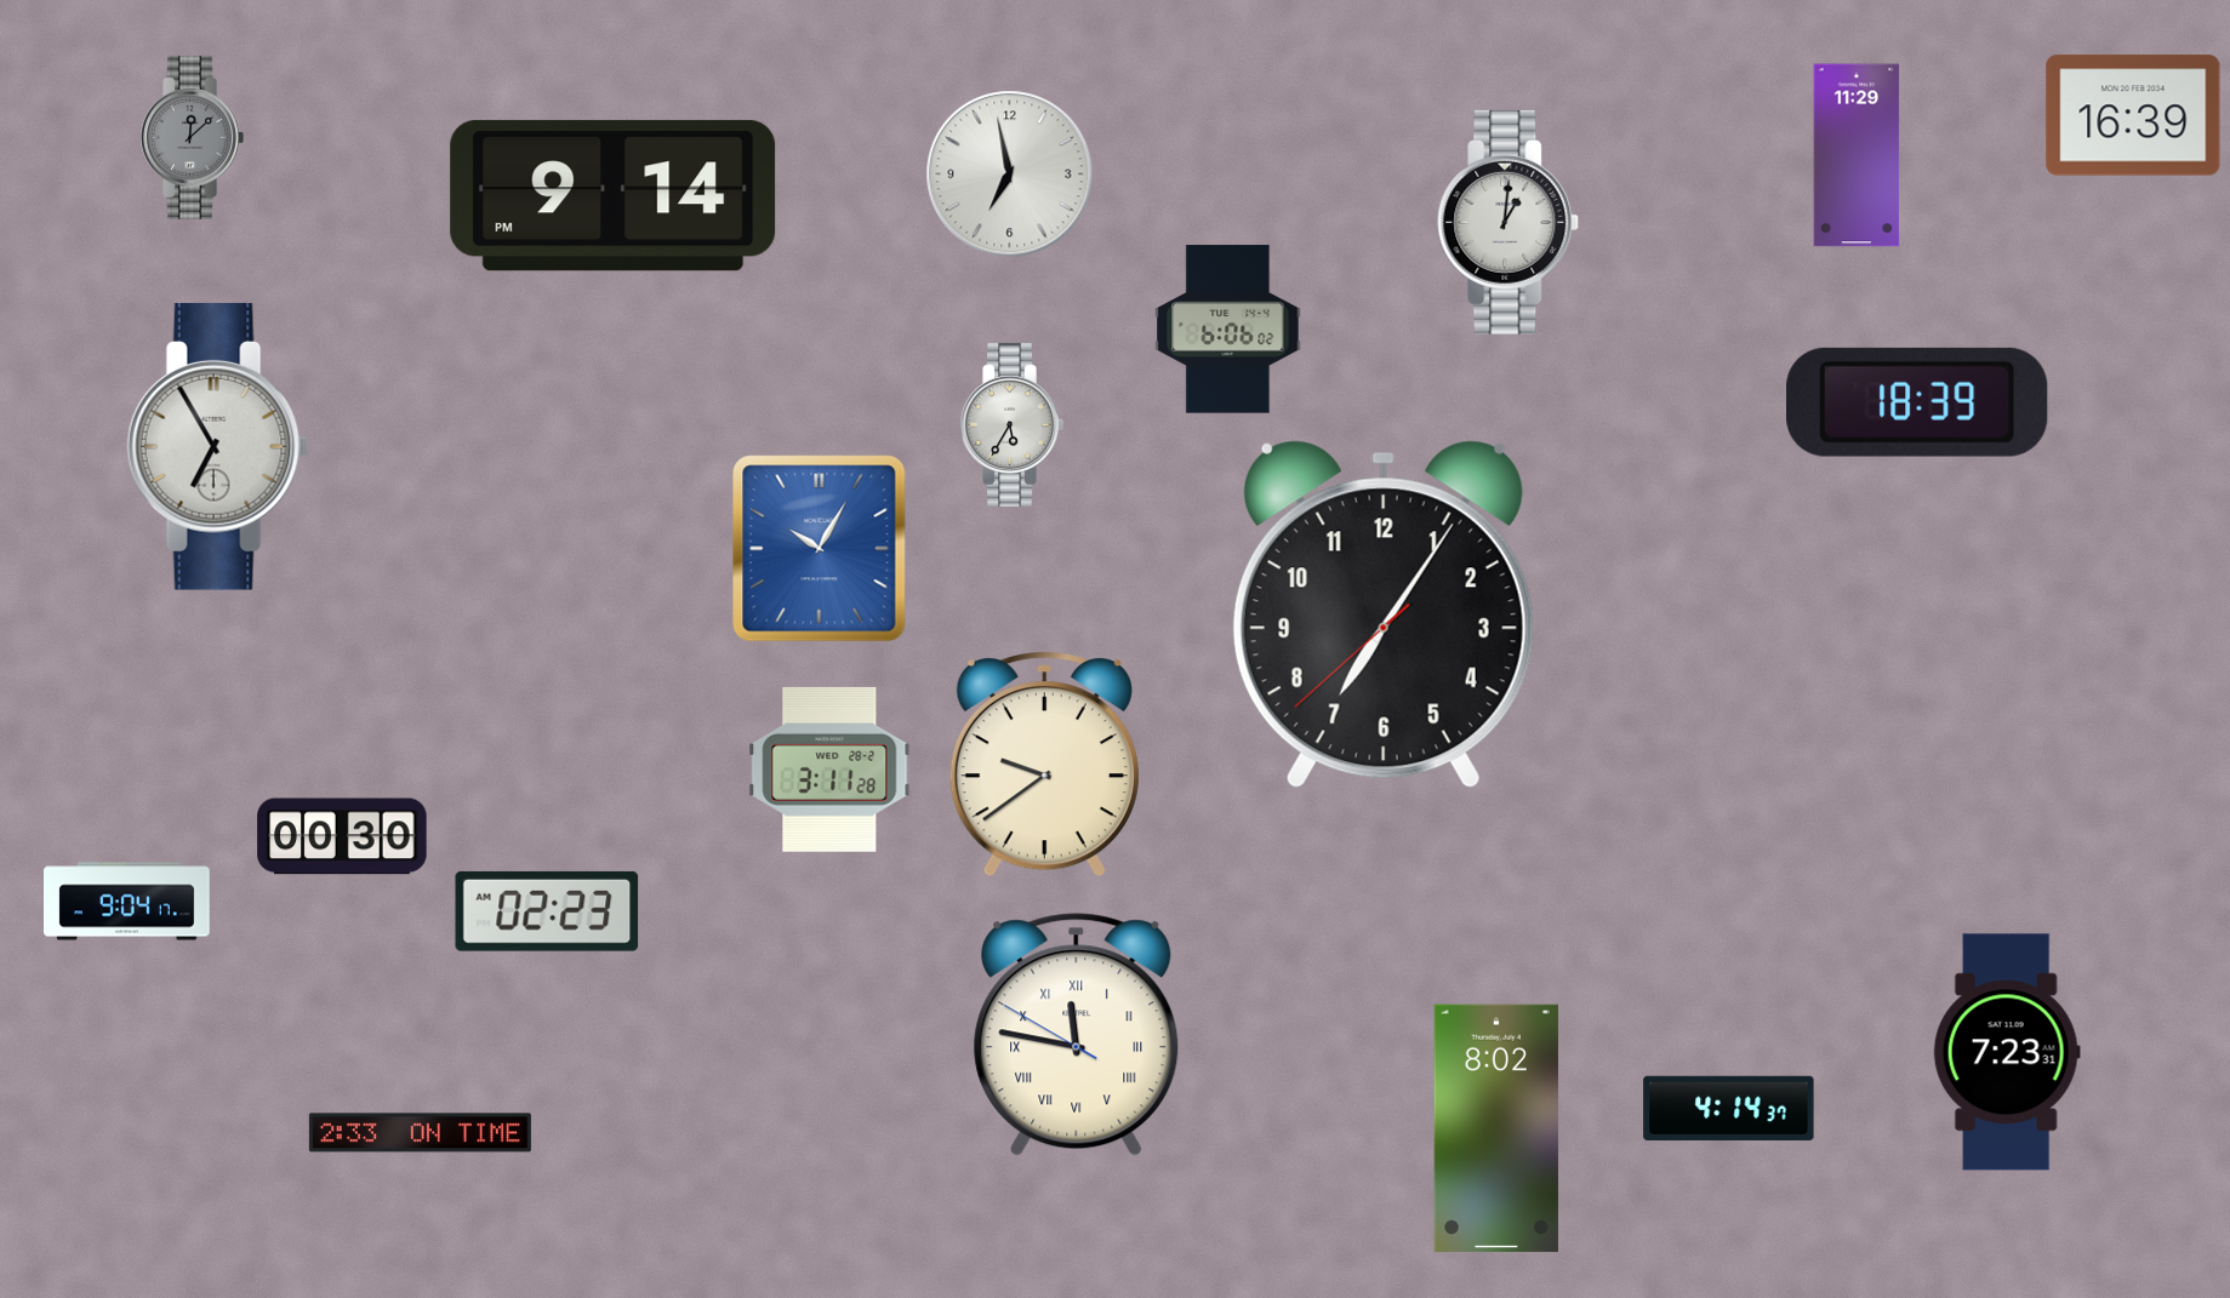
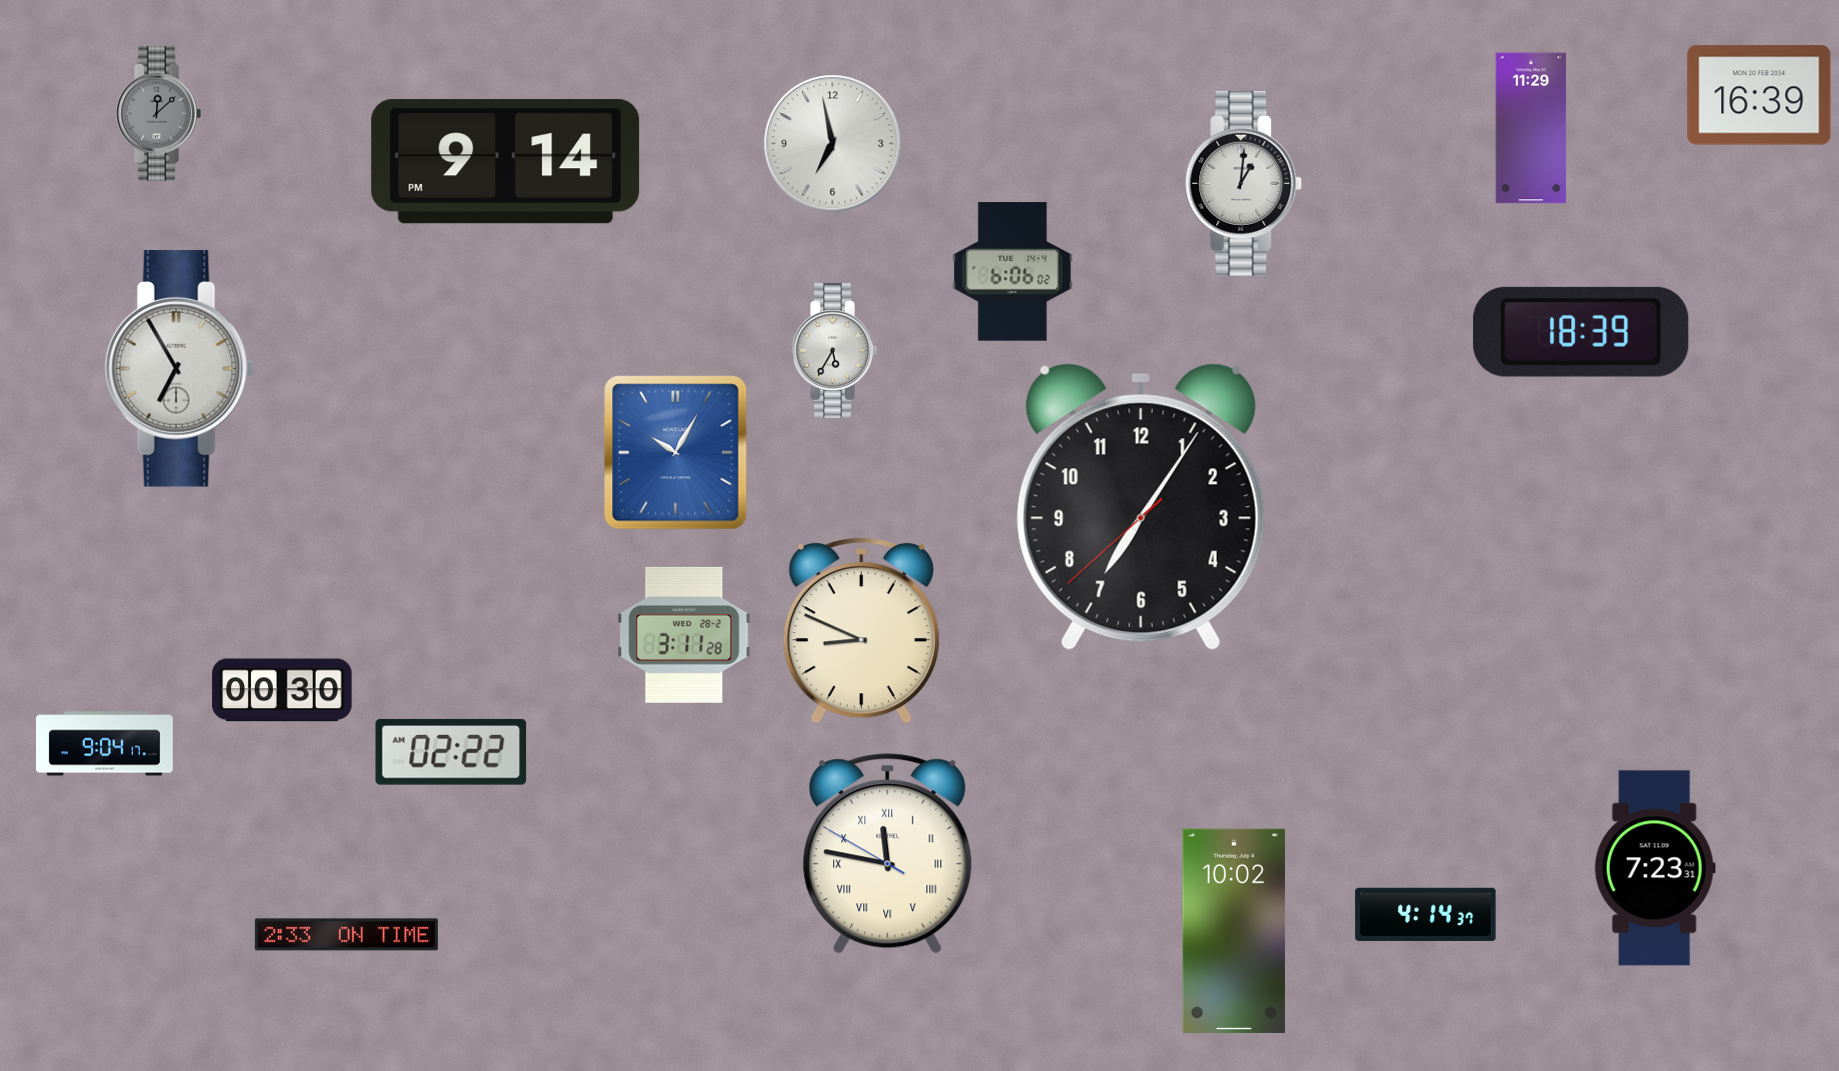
clock at (1044, 765): 9:39 -> 8:49
clock at (547, 911): 02:23 -> 02:22
clock at (1496, 1128): 8:02 -> 10:02
